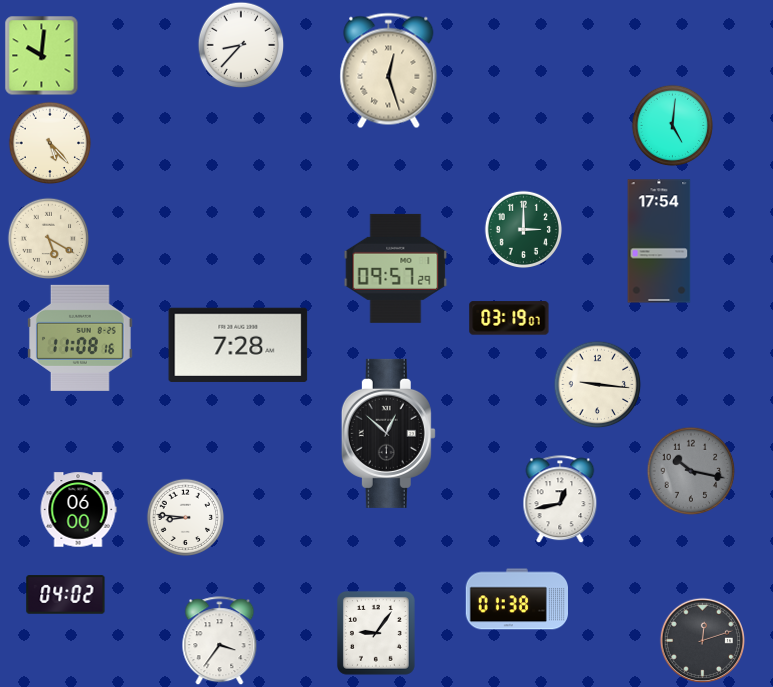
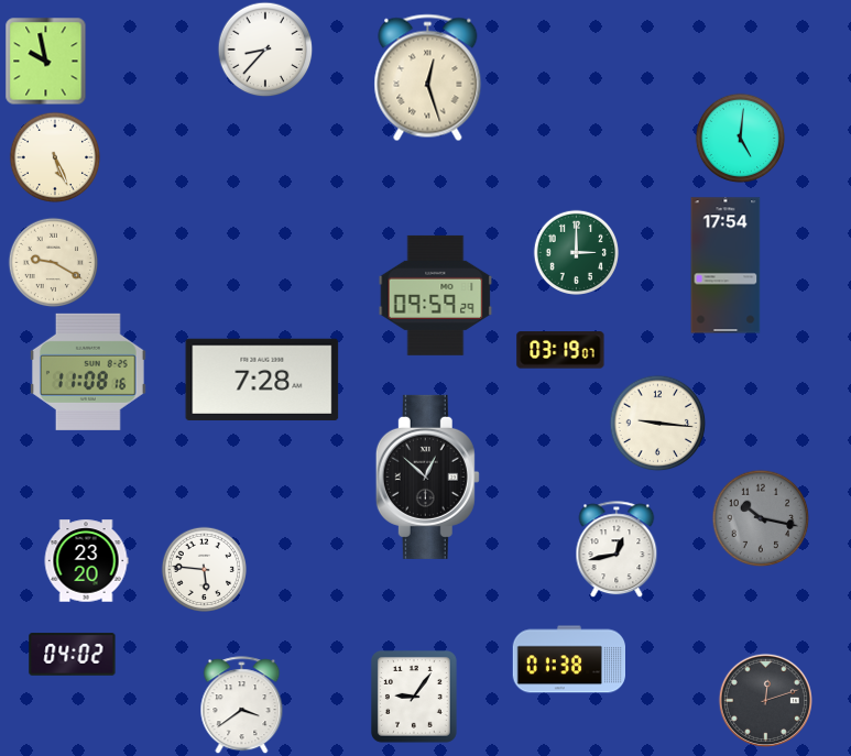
clock at (42, 56): 10:01 -> 9:58
clock at (50, 143): 5:23 -> 5:26
clock at (48, 238): 5:20 -> 9:20
clock at (396, 268): 09:57 -> 09:59
clock at (78, 510): 06:00 -> 23:20
clock at (185, 517): 8:46 -> 5:46
clock at (702, 640) position: (702, 640) -> (765, 700)
clock at (220, 641): 3:36 -> 3:39
